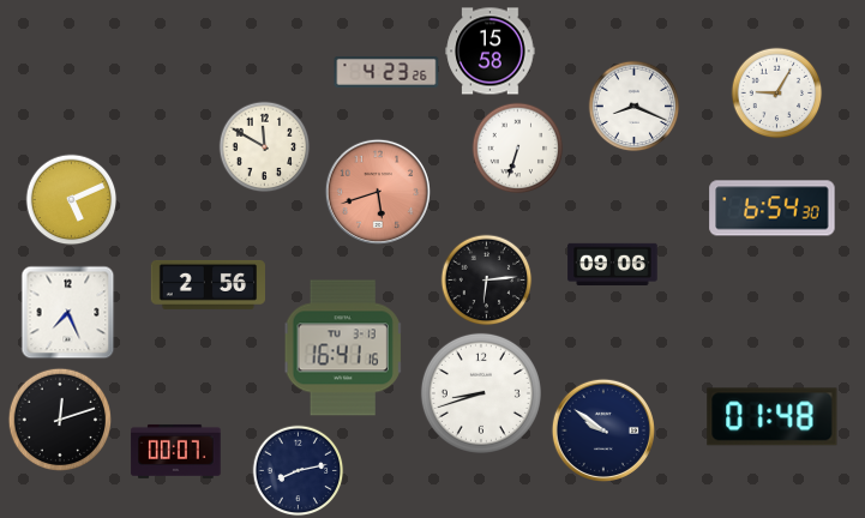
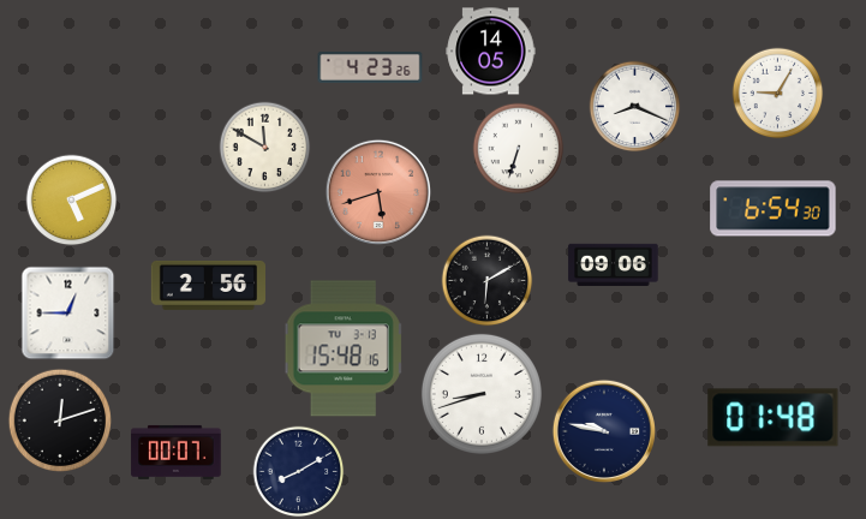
clock at (491, 52): 15:58 -> 14:05
clock at (386, 72) position: (386, 72) -> (370, 67)
clock at (487, 281): 6:14 -> 6:10
clock at (68, 313): 7:26 -> 12:45
clock at (343, 348): 16:41 -> 15:48
clock at (603, 430): 9:51 -> 9:47
clock at (299, 471): 8:13 -> 8:10
